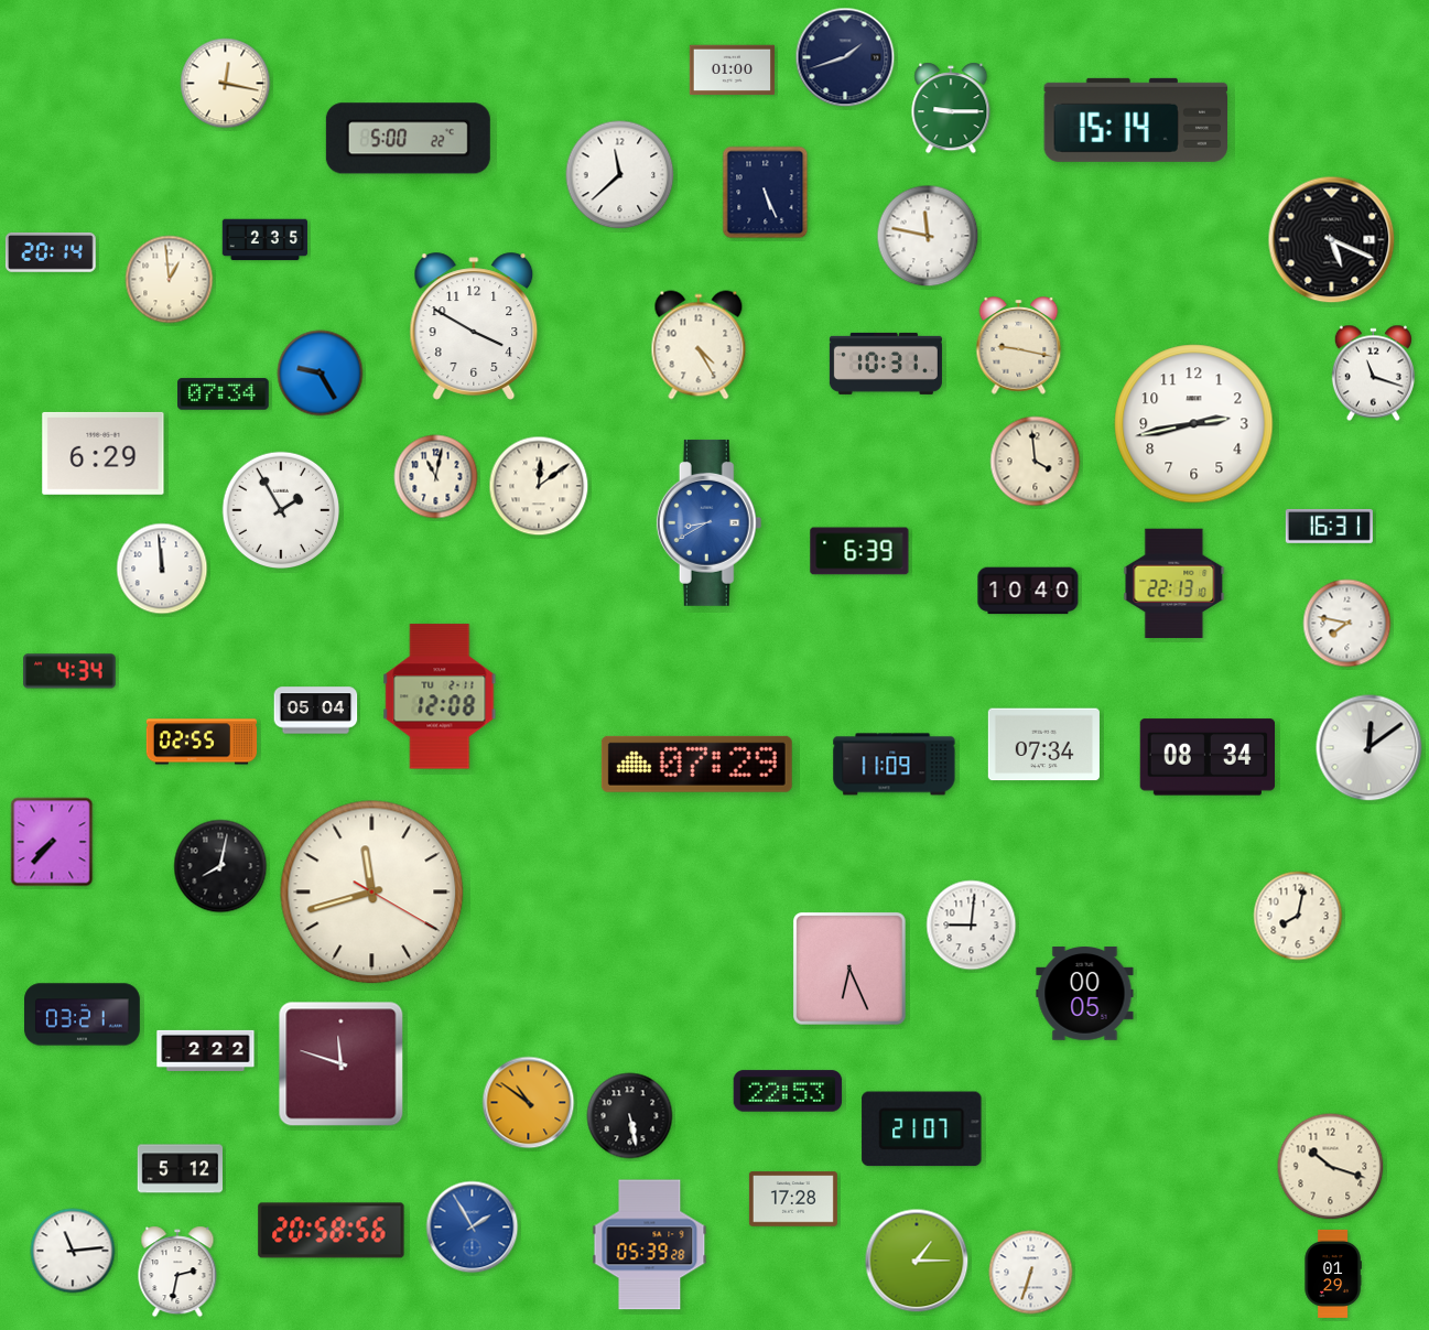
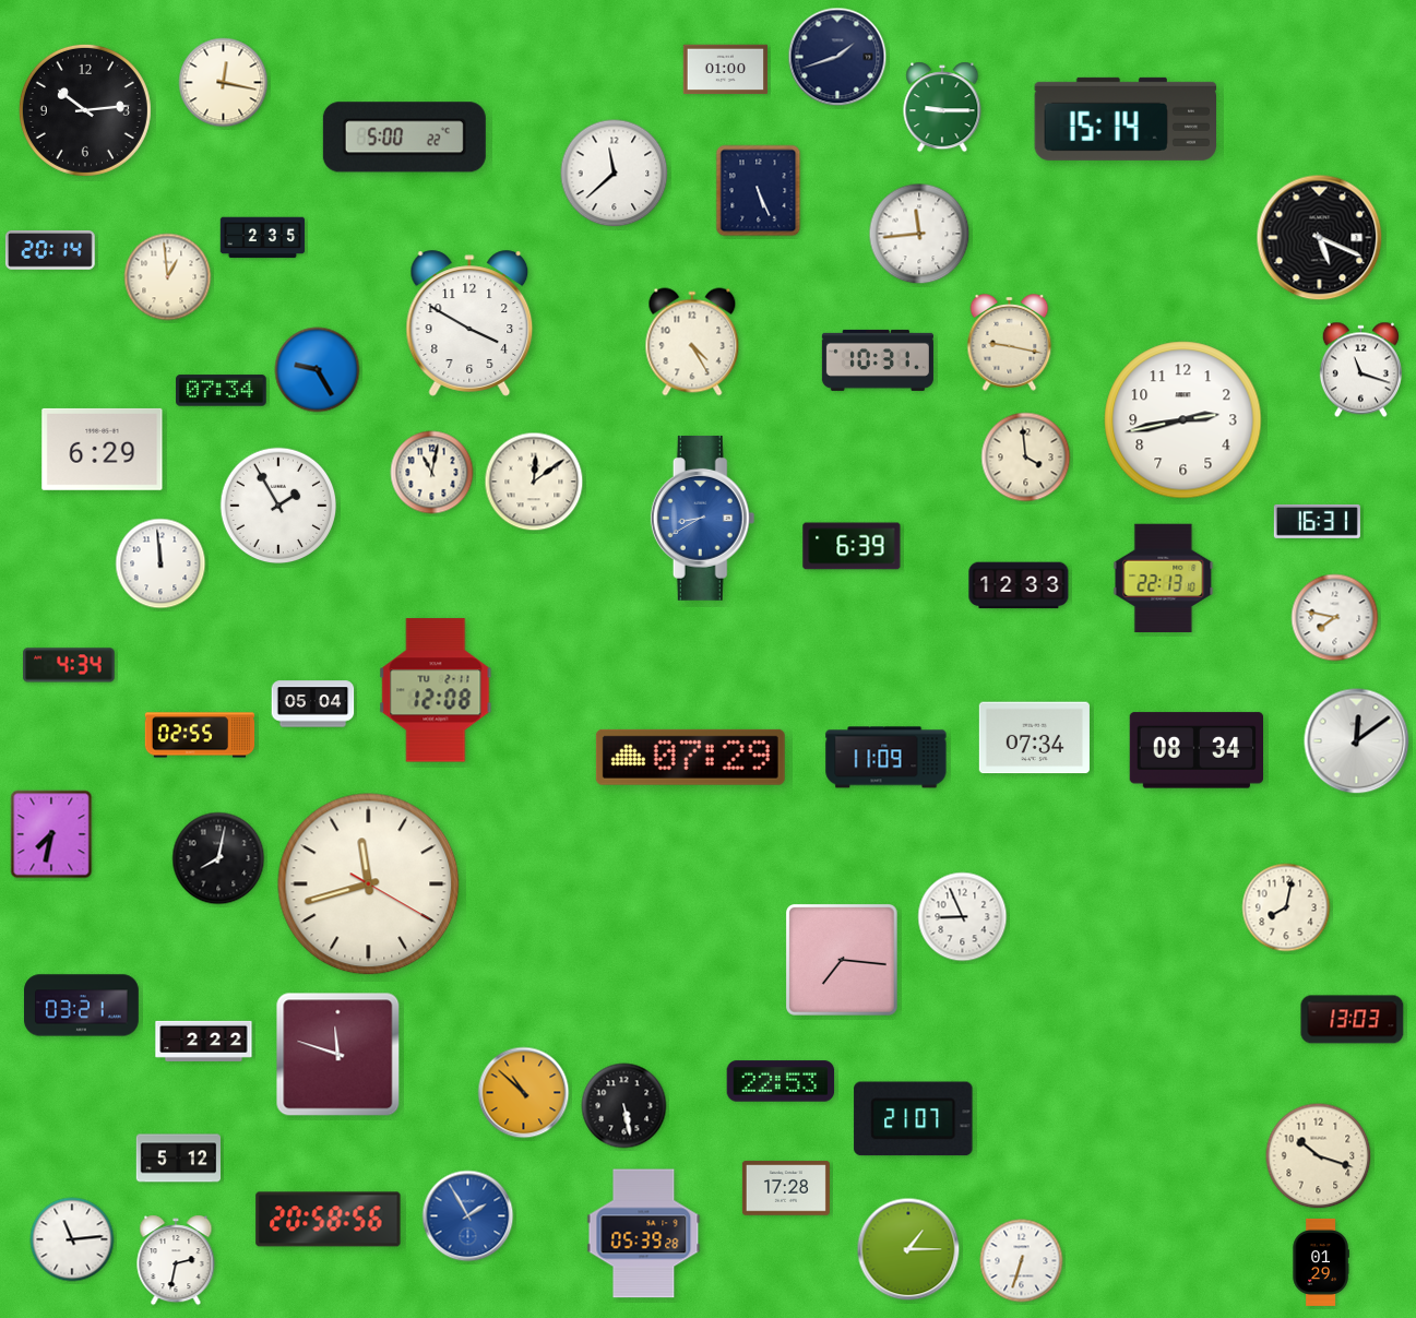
clock at (85, 110): none -> 10:14
clock at (928, 236): 11:47 -> 11:44
clock at (1028, 591): 10:40 -> 12:33
clock at (52, 842): 7:37 -> 7:32
clock at (972, 926): 9:01 -> 8:56
clock at (849, 969): 6:26 -> 7:16
clock at (1085, 994): 00:05 -> none
clock at (1353, 1020): none -> 13:03
clock at (529, 1103): 10:51 -> 10:52
